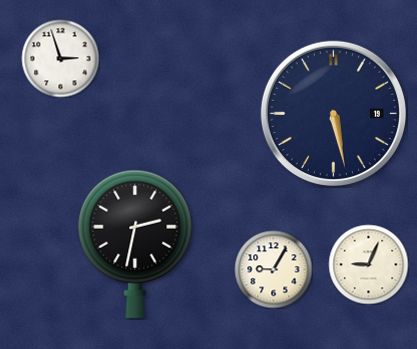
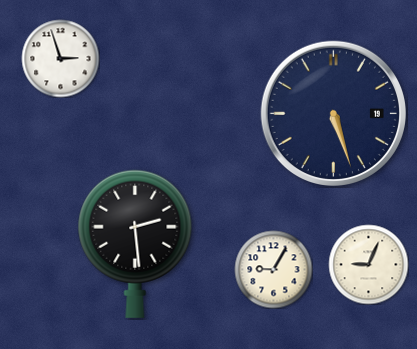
clock at (333, 113): 5:28 -> 5:27
clock at (135, 244): 2:32 -> 2:29
